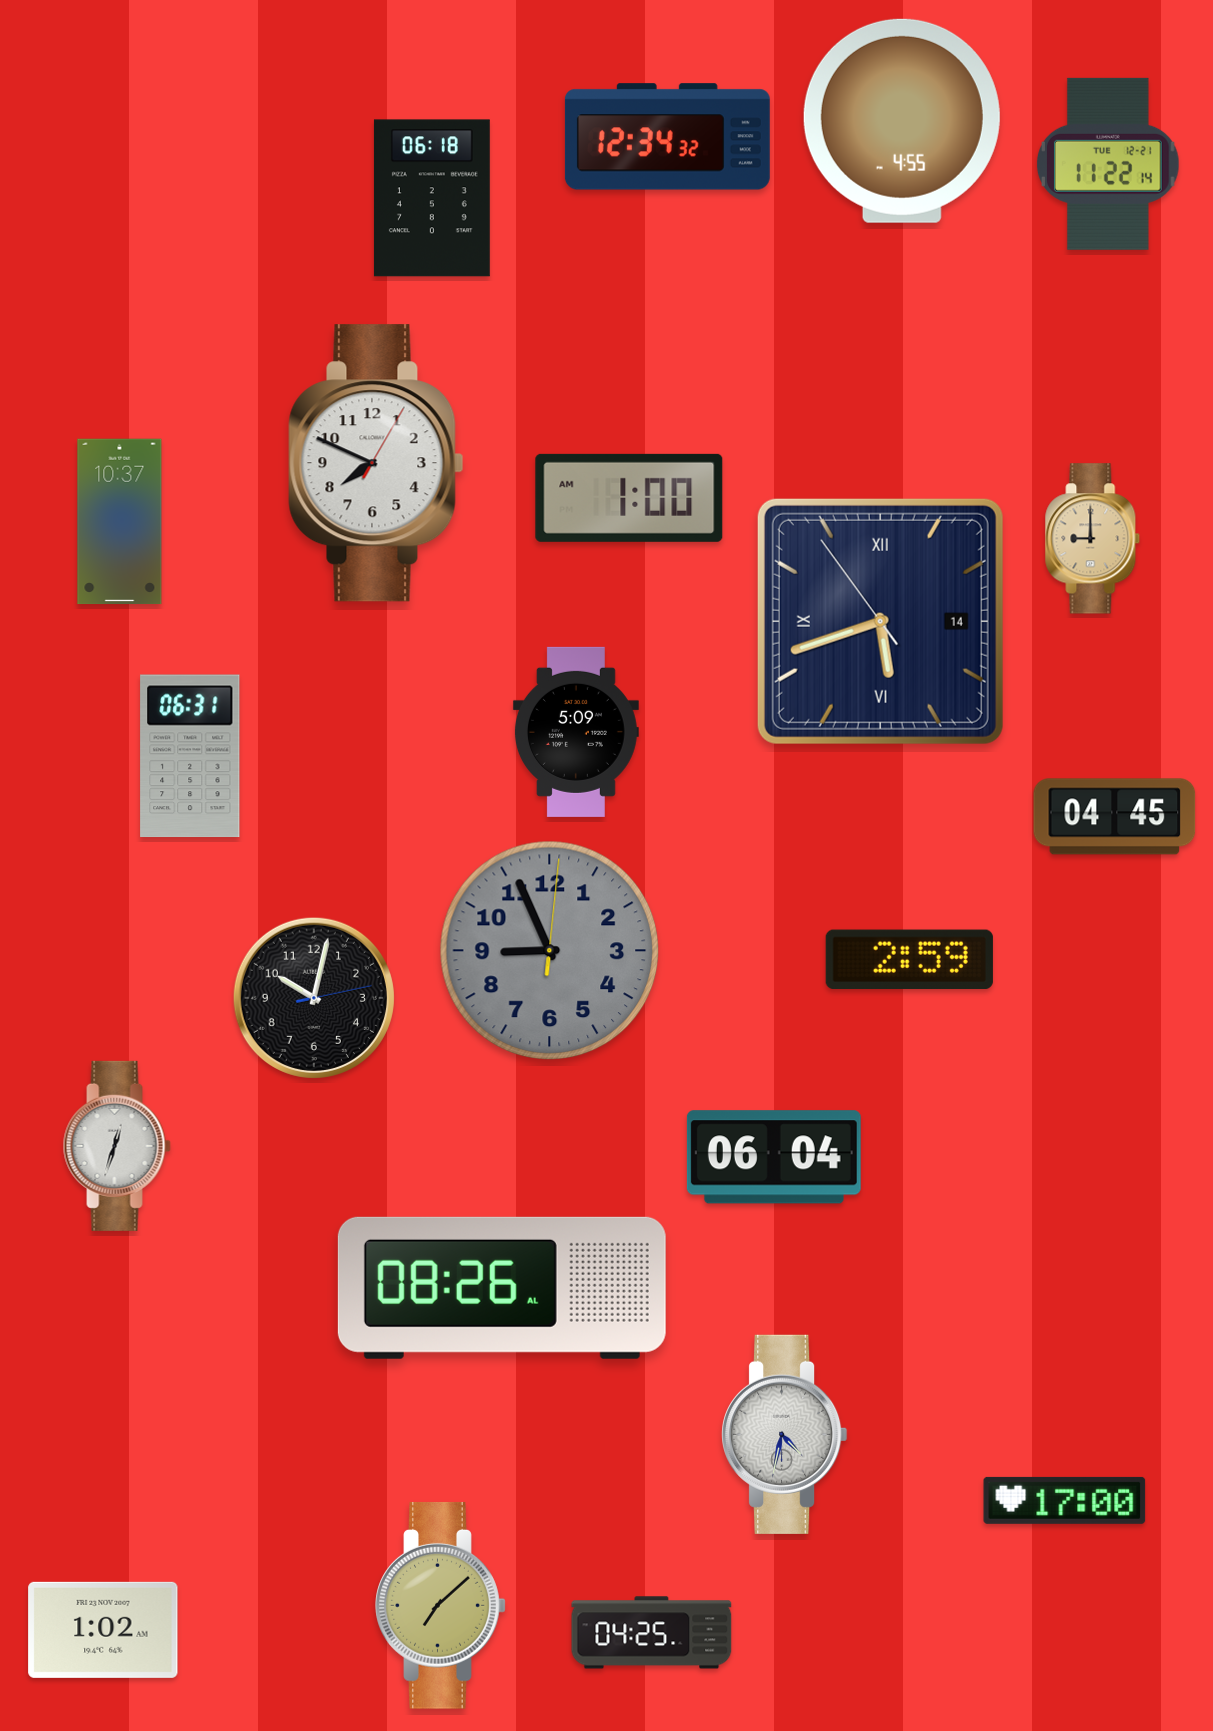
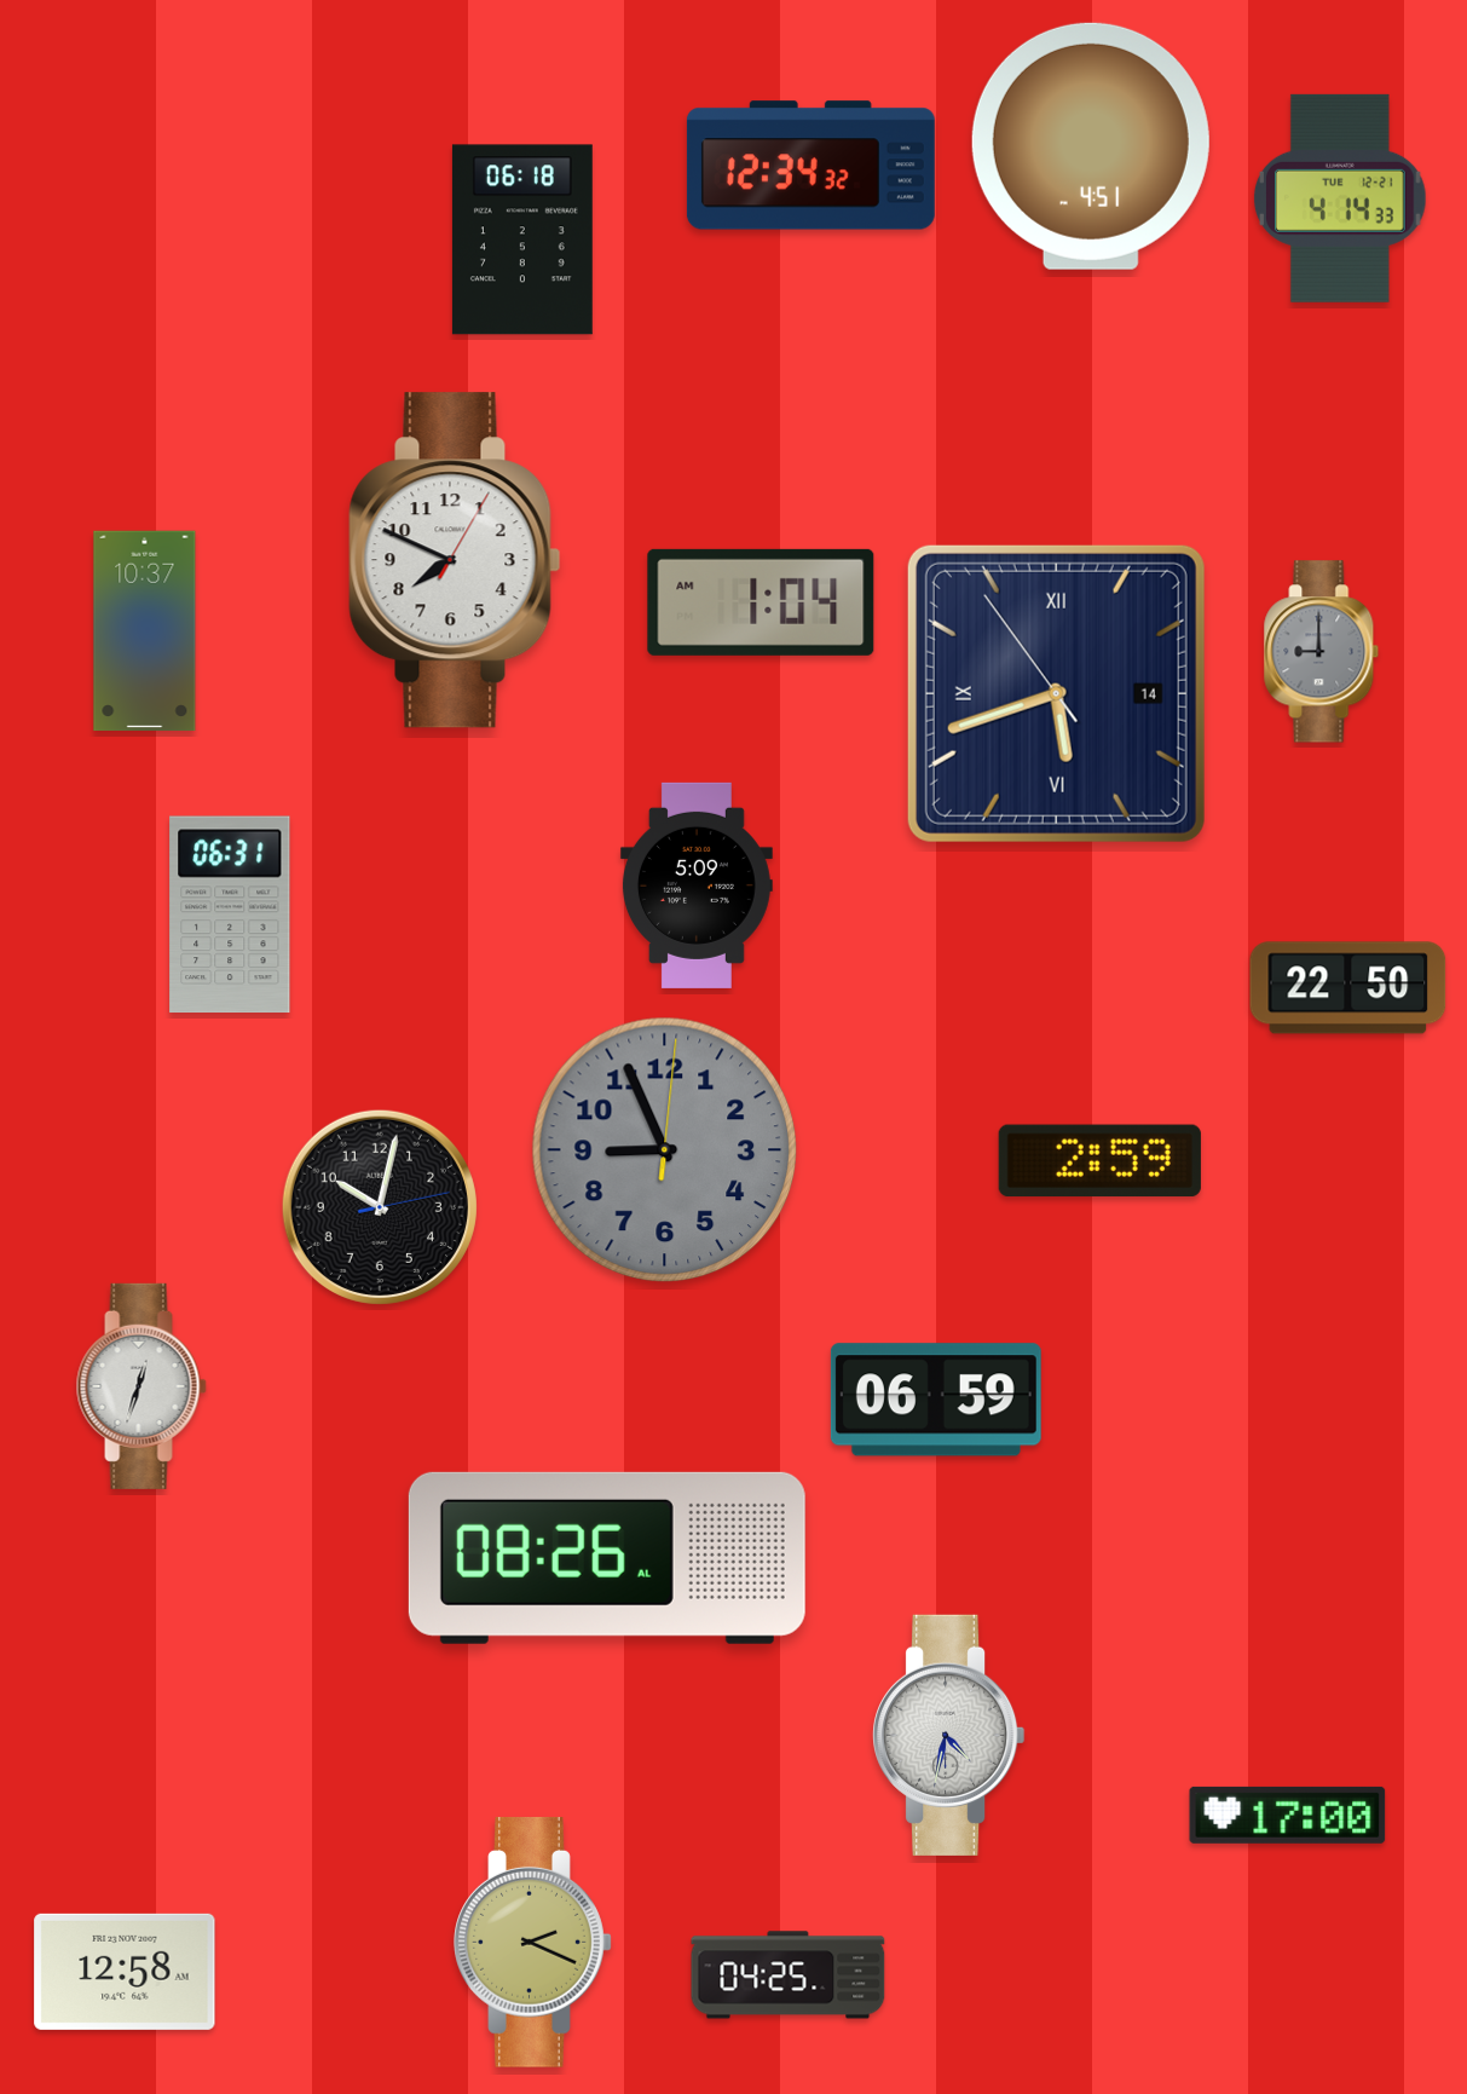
clock at (902, 121): 4:55 -> 4:51
clock at (667, 137) position: (667, 137) -> (810, 166)
clock at (1108, 164): 11:22 -> 4:14
clock at (629, 498): 1:00 -> 1:04
clock at (1093, 539) dial: champagne -> grey
clock at (880, 621) position: (880, 621) -> (1056, 693)
clock at (1115, 817): 04:45 -> 22:50
clock at (774, 1157): 06:04 -> 06:59
clock at (441, 1605): 7:08 -> 2:19
clock at (103, 1630): 1:02 -> 12:58
